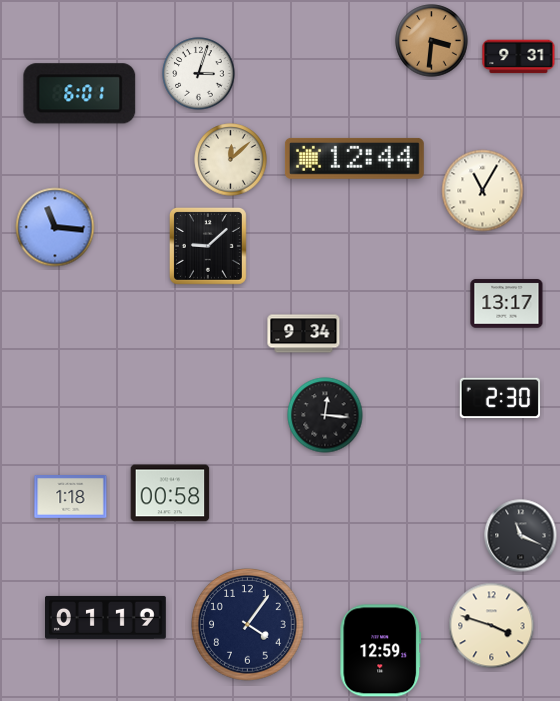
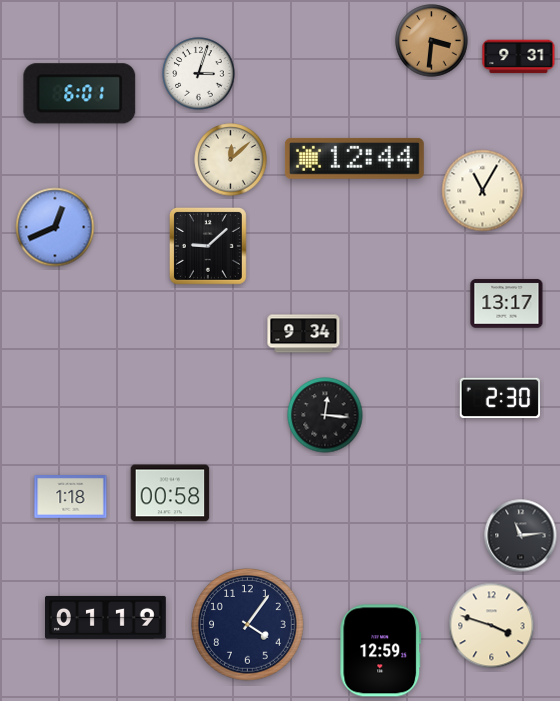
clock at (55, 227): 11:16 -> 12:41
clock at (521, 536): 11:19 -> 11:14
